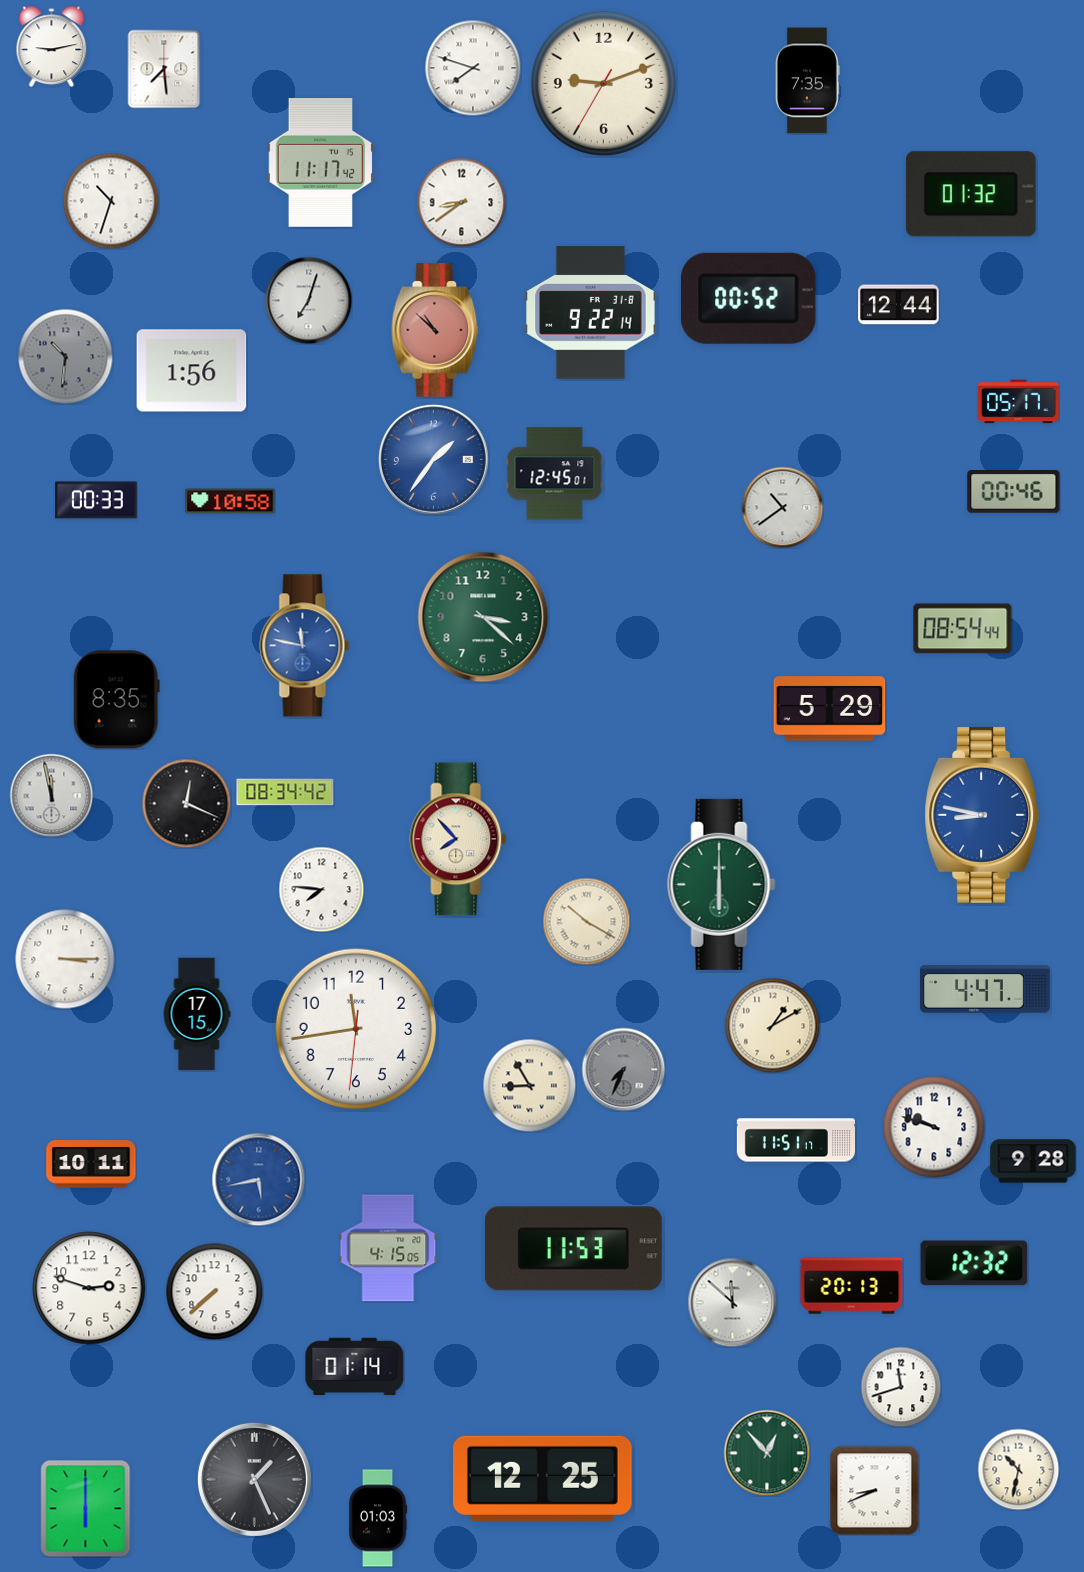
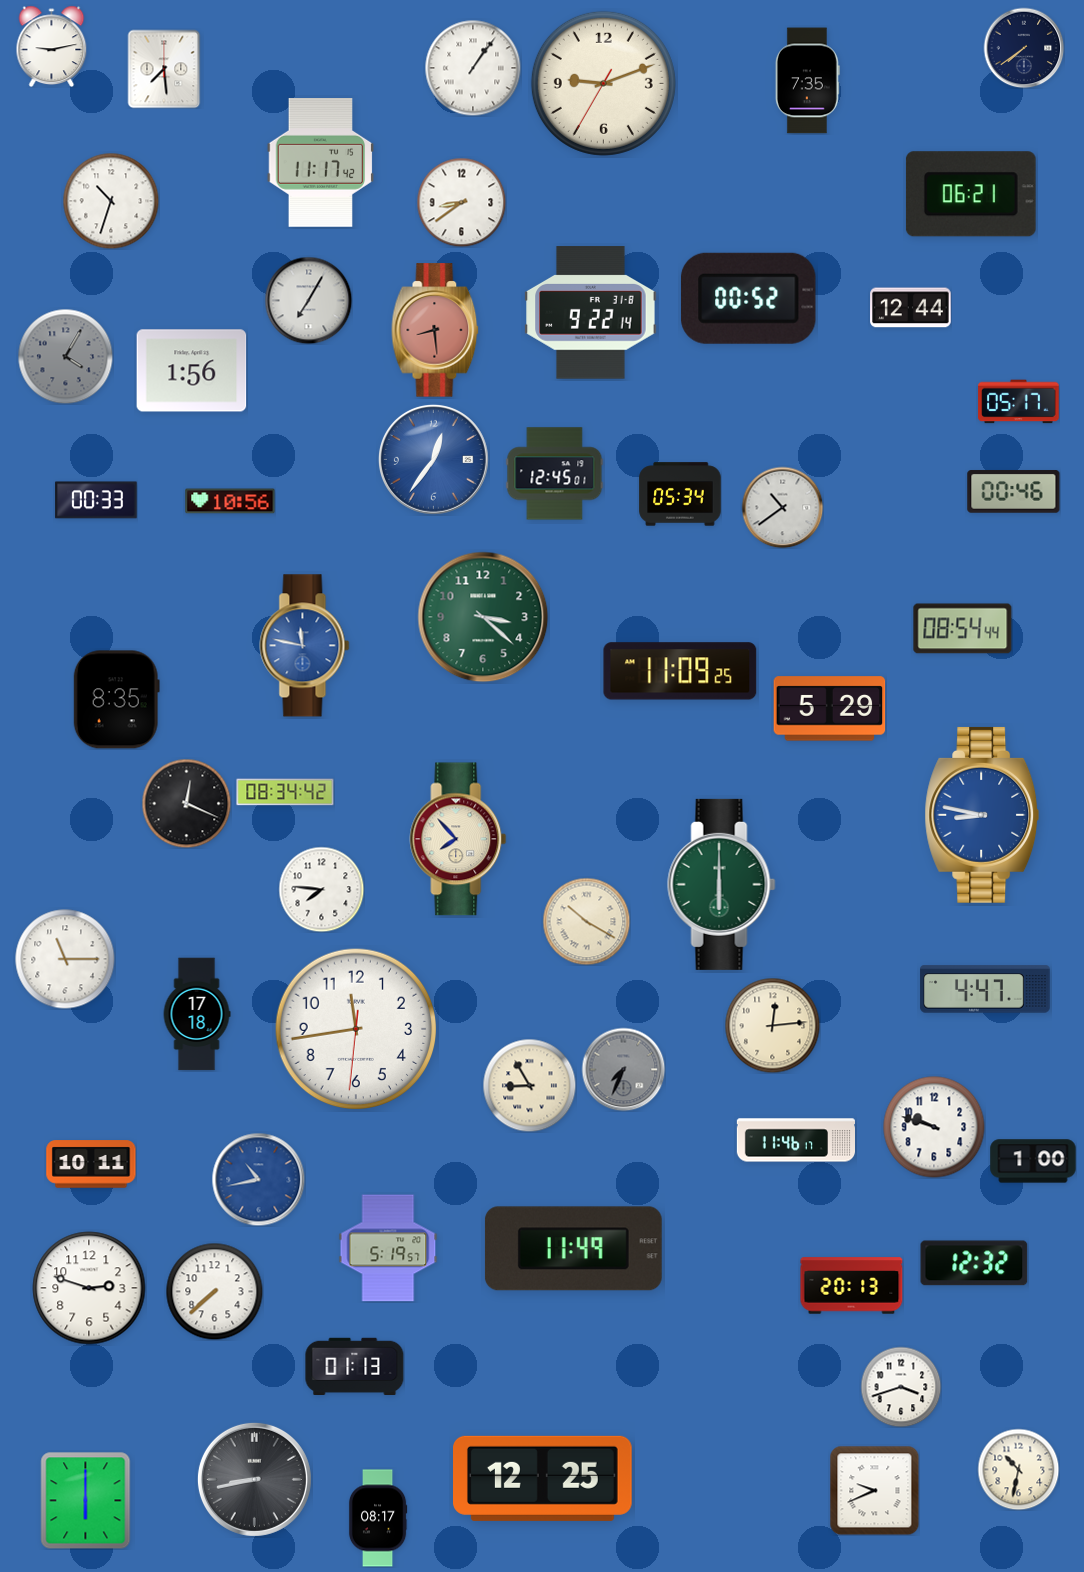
clock at (1024, 48): none -> 7:39
clock at (473, 68): 7:48 -> 1:06
clock at (971, 194): 01:32 -> 06:21
clock at (308, 300): 7:03 -> 7:05
clock at (899, 305) position: (899, 305) -> (911, 308)
clock at (435, 330): 10:52 -> 8:29
clock at (65, 356): 10:31 -> 4:05
clock at (433, 459): 1:36 -> 12:36
clock at (680, 494): none -> 05:34
clock at (230, 501): 10:58 -> 10:56
clock at (680, 671): none -> 11:09
clock at (51, 795): 11:58 -> none
clock at (65, 959): 3:15 -> 11:15
clock at (197, 1014): 17:15 -> 17:18
clock at (772, 1025): 1:10 -> 12:14
clock at (795, 1140): 11:51 -> 11:46
clock at (1033, 1161): 9:28 -> 1:00
clock at (258, 1179): 5:43 -> 10:43
clock at (388, 1248): 4:15 -> 5:19
clock at (573, 1249): 11:53 -> 11:49
clock at (732, 1302): 11:52 -> none
clock at (355, 1366): 01:14 -> 01:13
clock at (901, 1387): 11:42 -> 3:42
clock at (767, 1453): 12:53 -> none
clock at (254, 1479): 1:26 -> 8:43
clock at (874, 1490): 8:41 -> 9:41
clock at (86, 1509) position: (86, 1509) -> (86, 1501)
clock at (378, 1518): 01:03 -> 08:17
